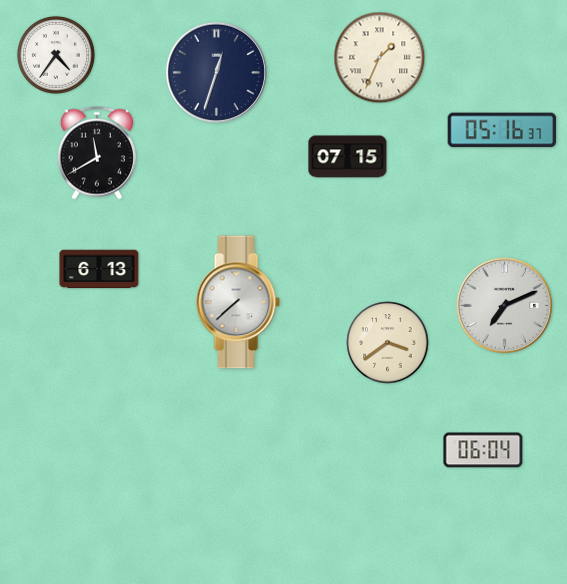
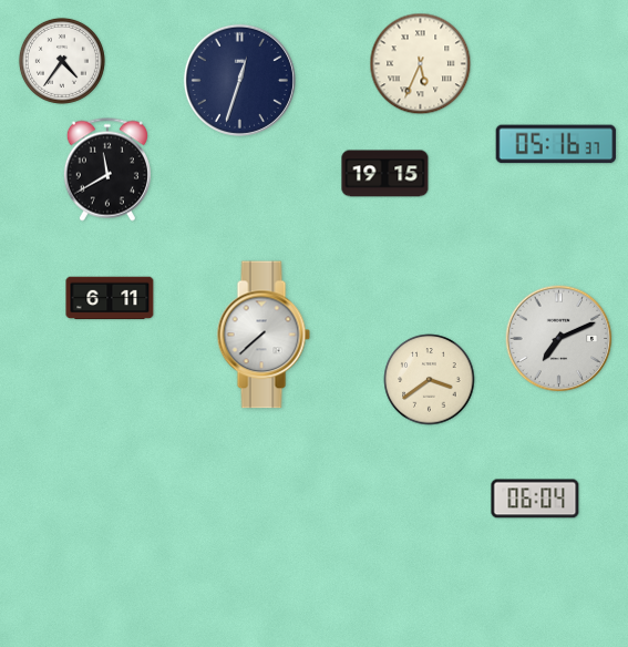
clock at (380, 58): 1:34 -> 5:34
clock at (348, 157): 07:15 -> 19:15
clock at (99, 269): 6:13 -> 6:11
